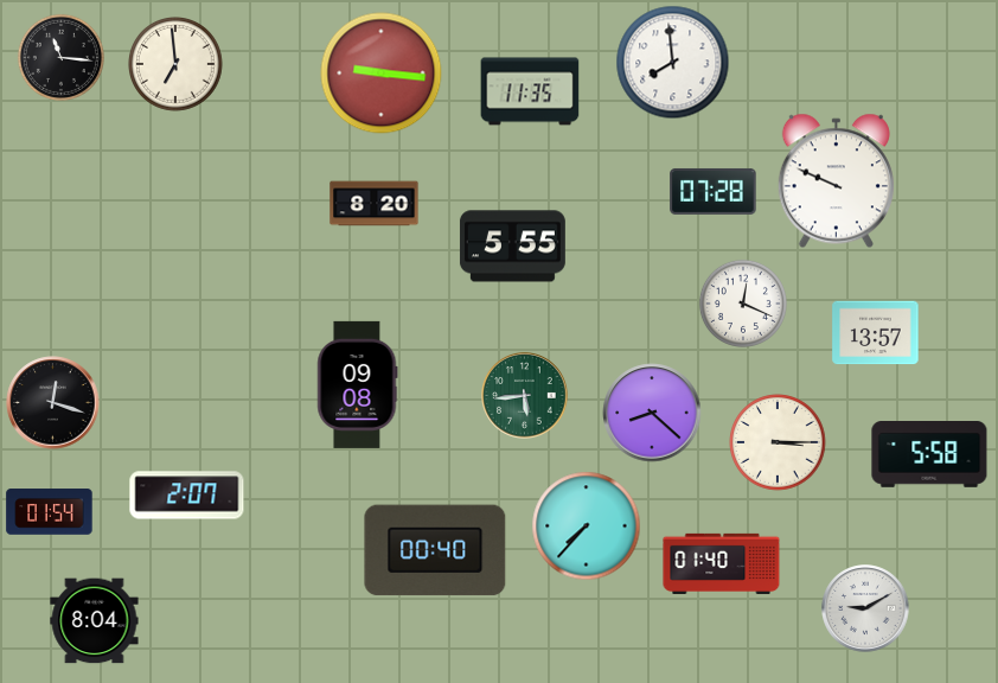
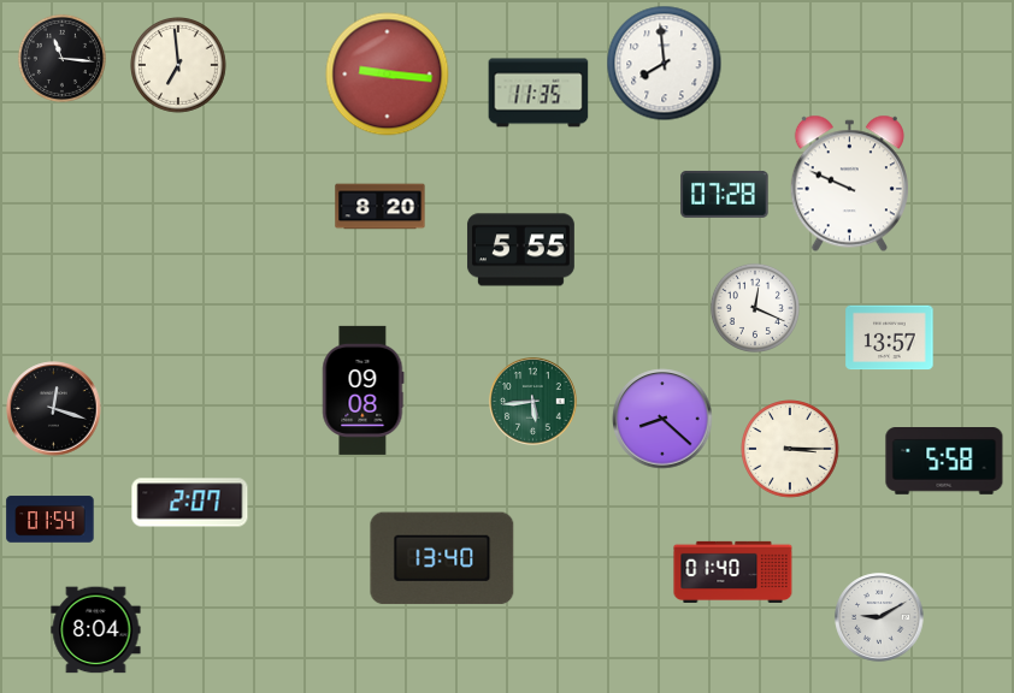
clock at (673, 63) position: (673, 63) -> (665, 64)
clock at (587, 526): 7:37 -> none
clock at (435, 550): 00:40 -> 13:40
